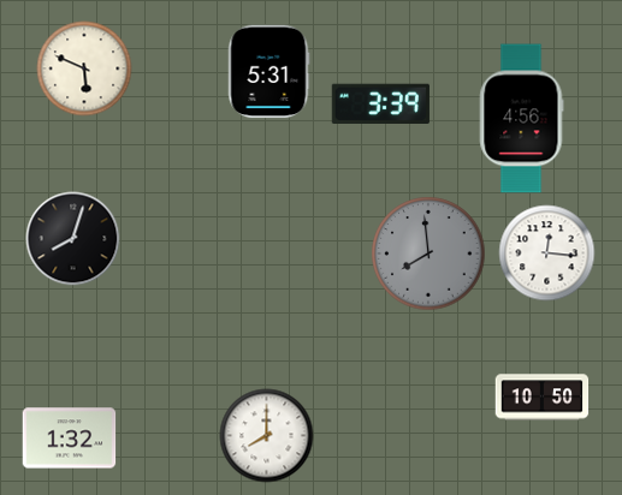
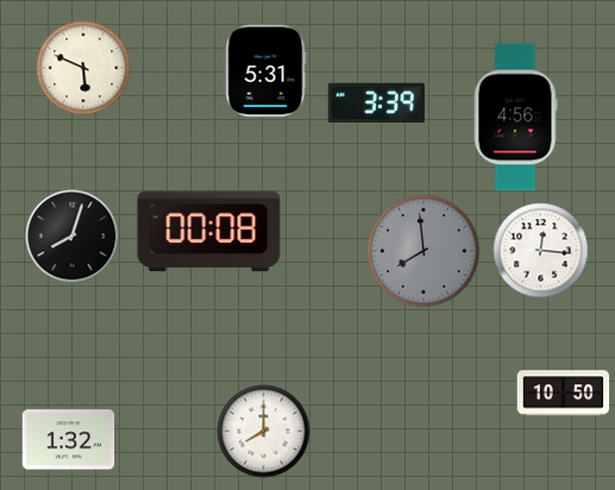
clock at (209, 232): none -> 00:08
clock at (541, 398) position: (541, 398) -> (563, 394)
clock at (69, 439) position: (69, 439) -> (68, 440)
